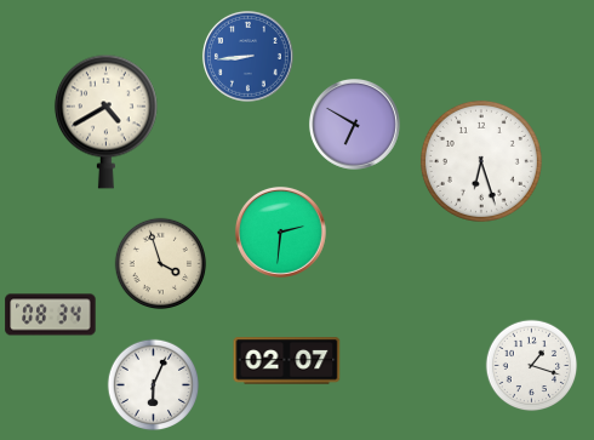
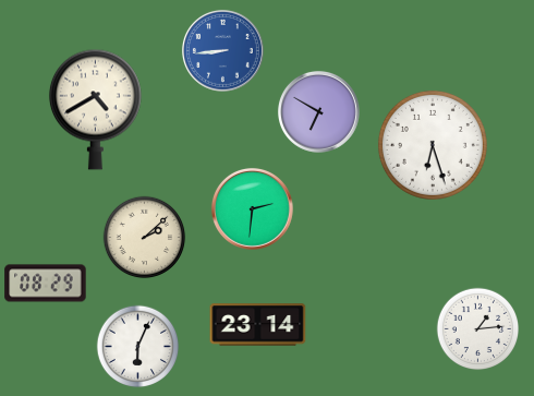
clock at (161, 264): 3:57 -> 2:08
clock at (51, 315): 08:34 -> 08:29
clock at (287, 361): 02:07 -> 23:14
clock at (532, 366): 1:18 -> 1:14
